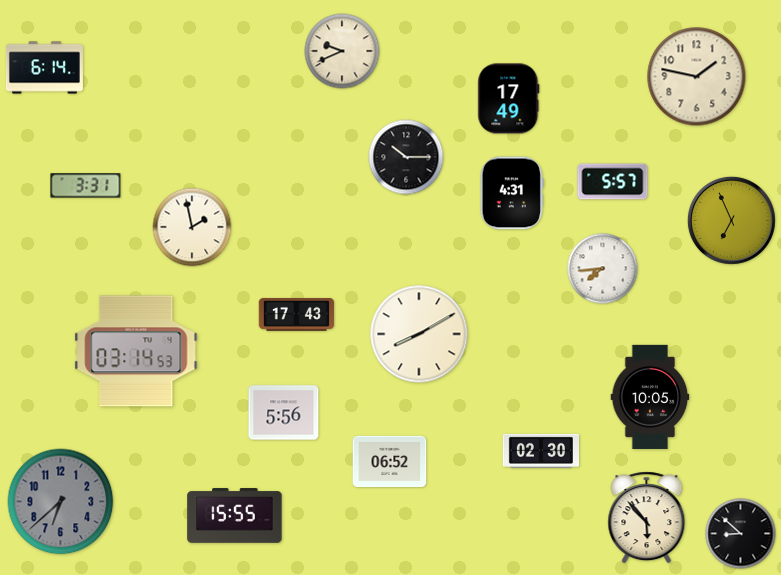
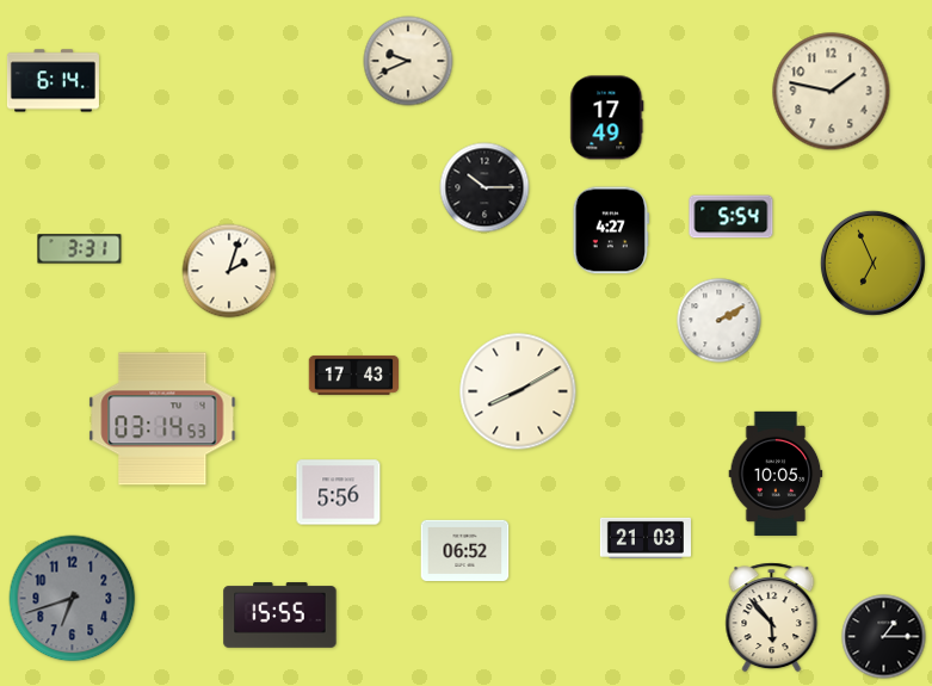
clock at (613, 182): 5:57 -> 5:54
clock at (86, 186) position: (86, 186) -> (80, 249)
clock at (512, 193): 4:31 -> 4:27
clock at (192, 227): 1:58 -> 2:03
clock at (603, 269): 7:44 -> 2:10
clock at (419, 334) position: (419, 334) -> (518, 391)
clock at (540, 451): 02:30 -> 21:03
clock at (61, 502): 6:38 -> 6:42
clock at (741, 534): 8:52 -> 1:15
